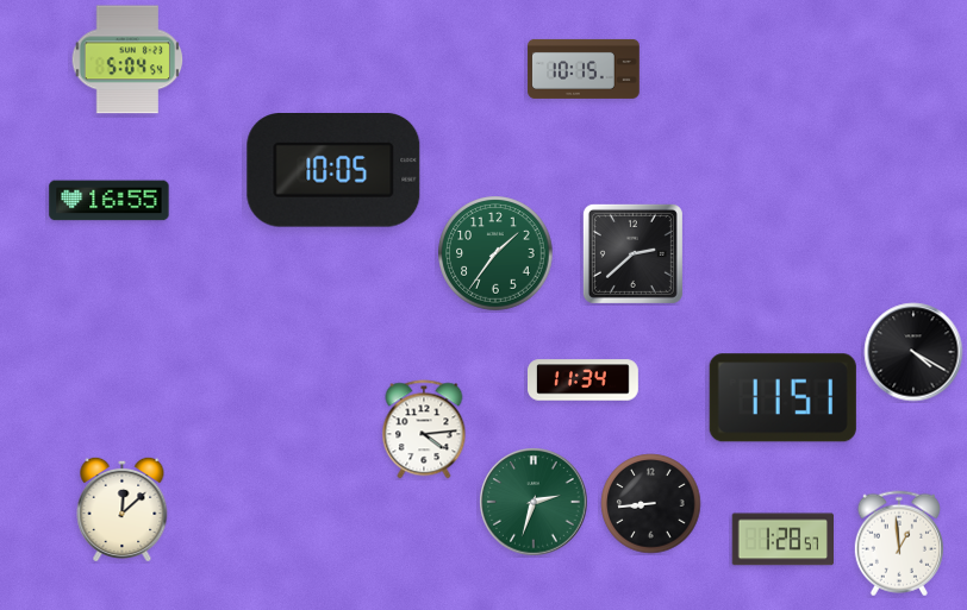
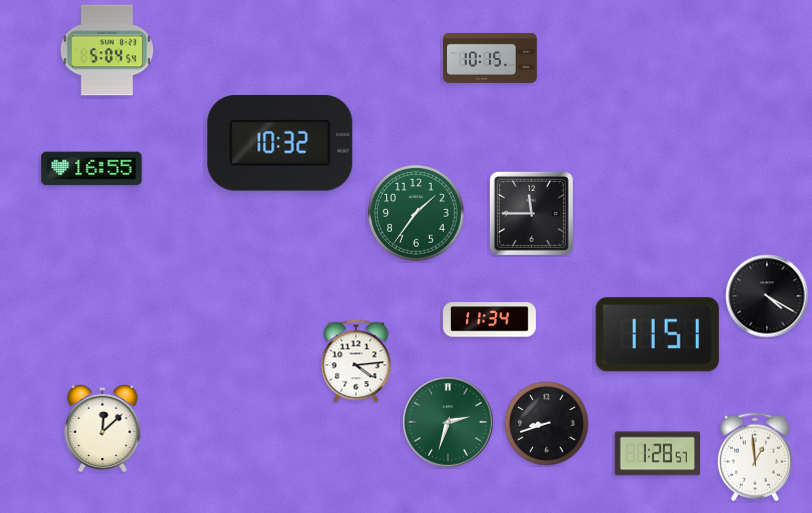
clock at (333, 171): 10:05 -> 10:32
clock at (632, 253): 2:38 -> 11:45
clock at (651, 504): 8:44 -> 8:42
